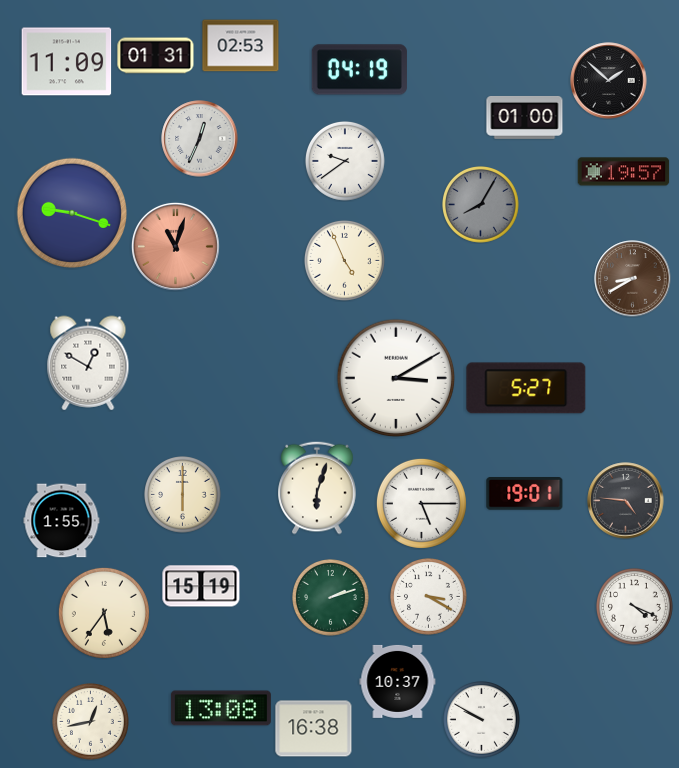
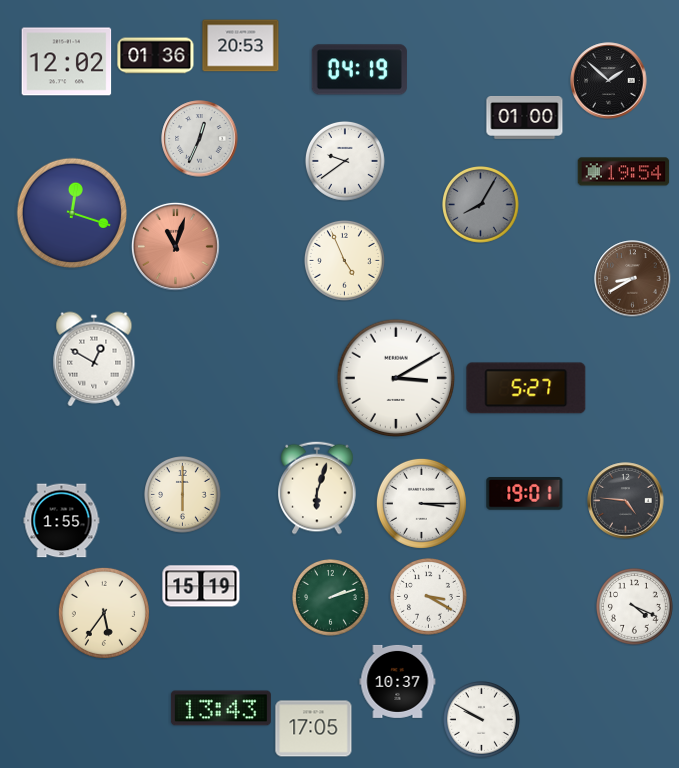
clock at (241, 46): 02:53 -> 20:53
clock at (156, 56): 01:31 -> 01:36
clock at (67, 62): 11:09 -> 12:02
clock at (624, 172): 19:57 -> 19:54
clock at (71, 212): 9:18 -> 12:18
clock at (88, 363) position: (88, 363) -> (94, 359)
clock at (421, 503): 5:15 -> 3:15
clock at (221, 708): 13:08 -> 13:43
clock at (91, 722): 12:43 -> none
clock at (314, 729): 16:38 -> 17:05
